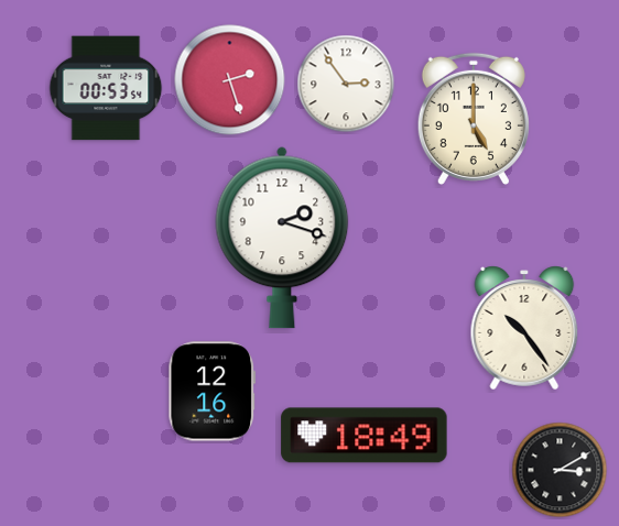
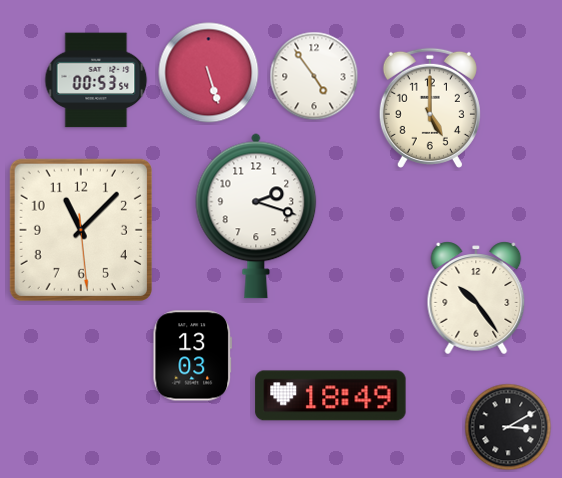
clock at (230, 80): 2:27 -> 5:27
clock at (346, 84): 2:54 -> 4:54
clock at (81, 230): none -> 11:07
clock at (213, 392): 12:16 -> 13:03
